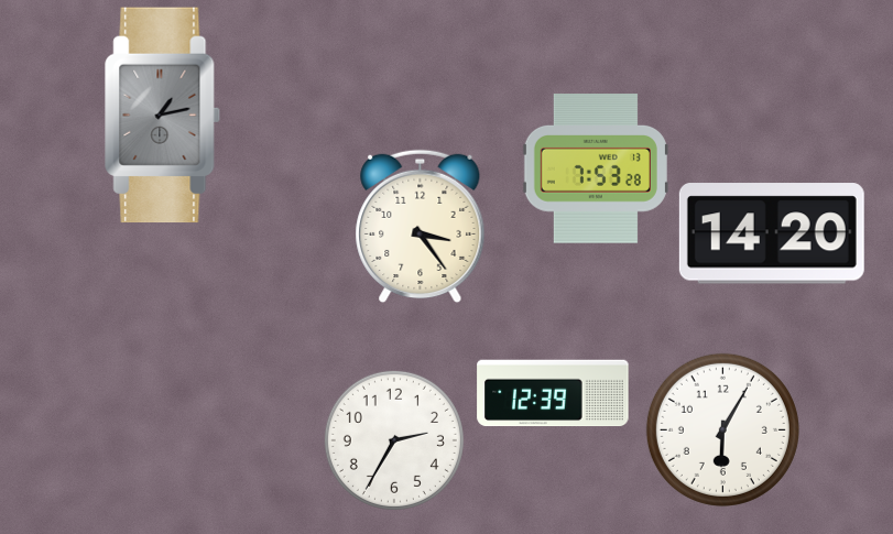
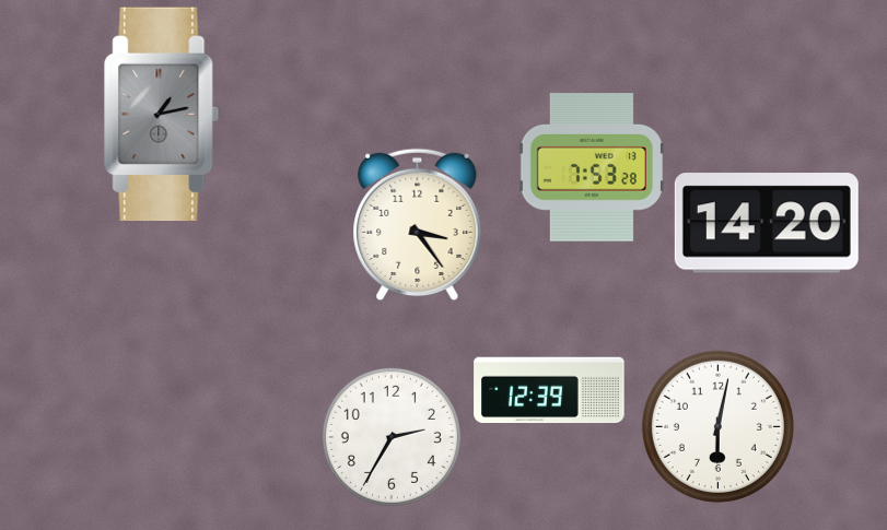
clock at (772, 233) position: (772, 233) -> (767, 223)
clock at (722, 429): 6:05 -> 6:02
